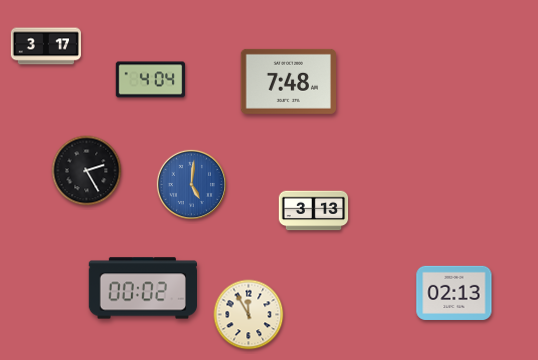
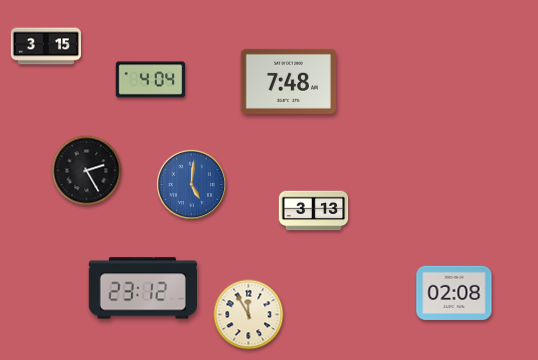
clock at (46, 46): 3:17 -> 3:15
clock at (142, 288): 00:02 -> 23:12
clock at (454, 293): 02:13 -> 02:08
